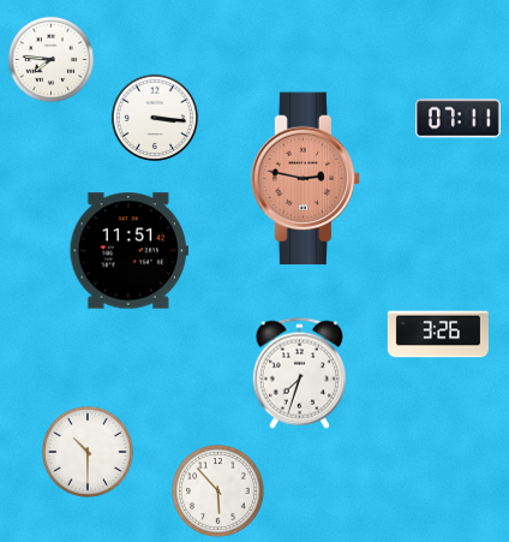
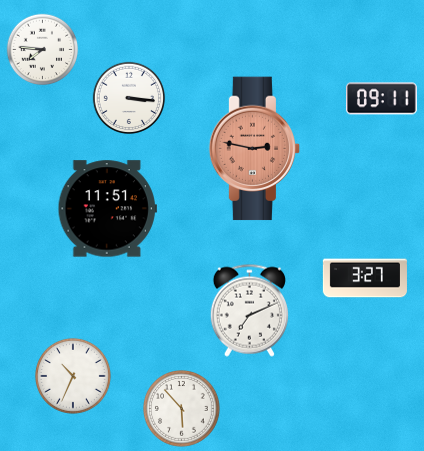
clock at (459, 119): 07:11 -> 09:11
clock at (438, 334): 3:26 -> 3:27
clock at (299, 373): 7:33 -> 7:11
clock at (88, 452): 10:30 -> 10:34
